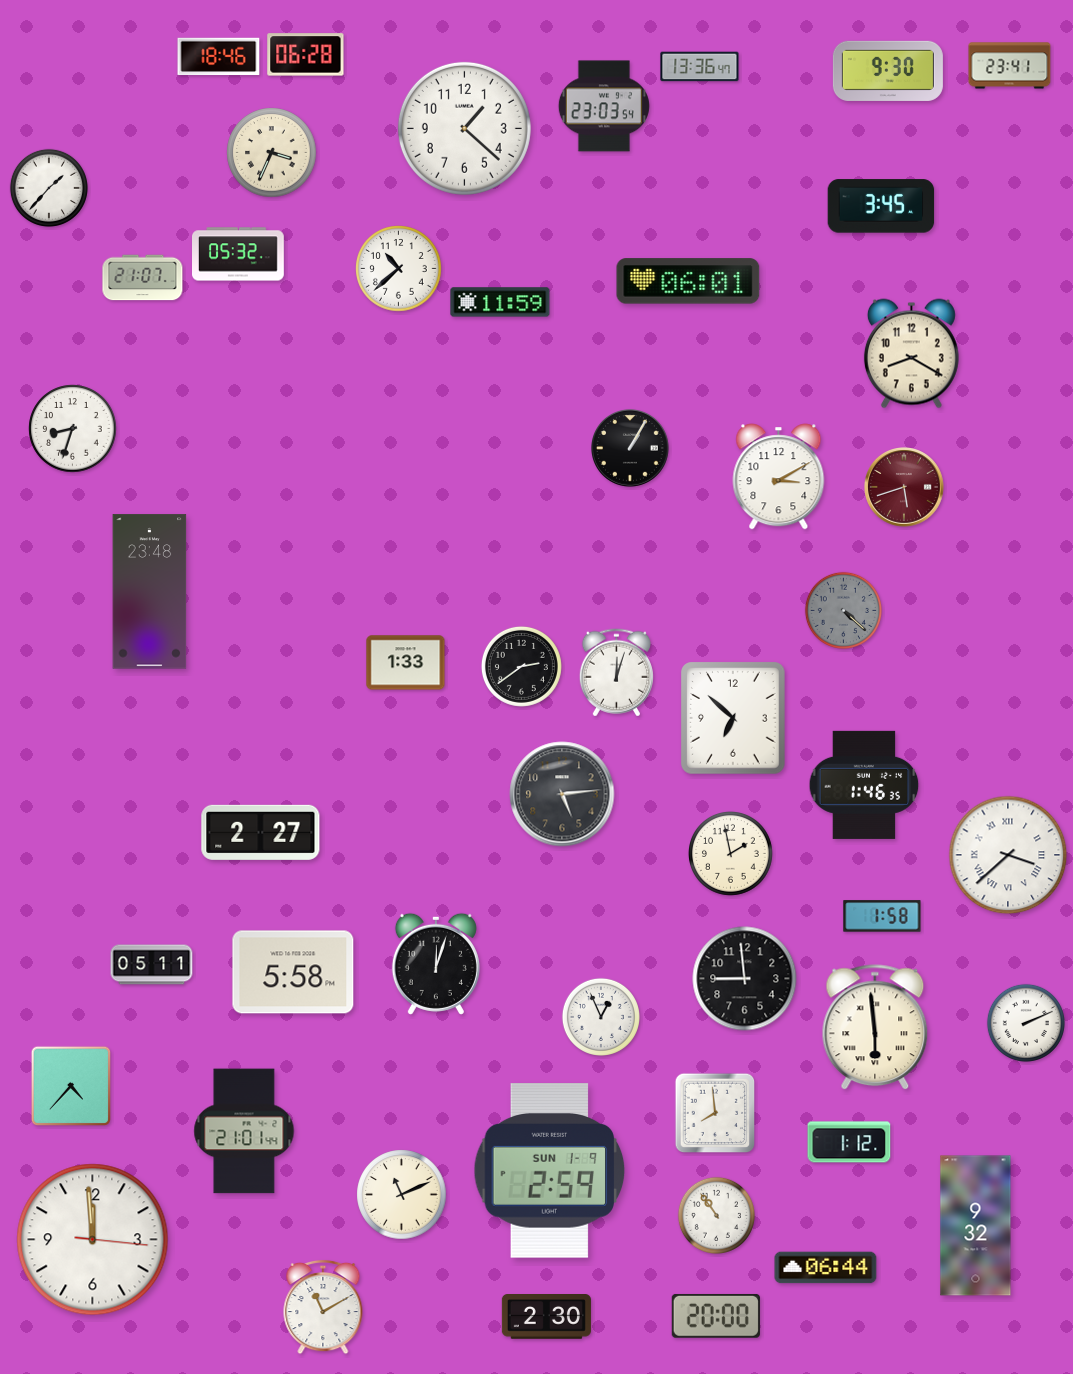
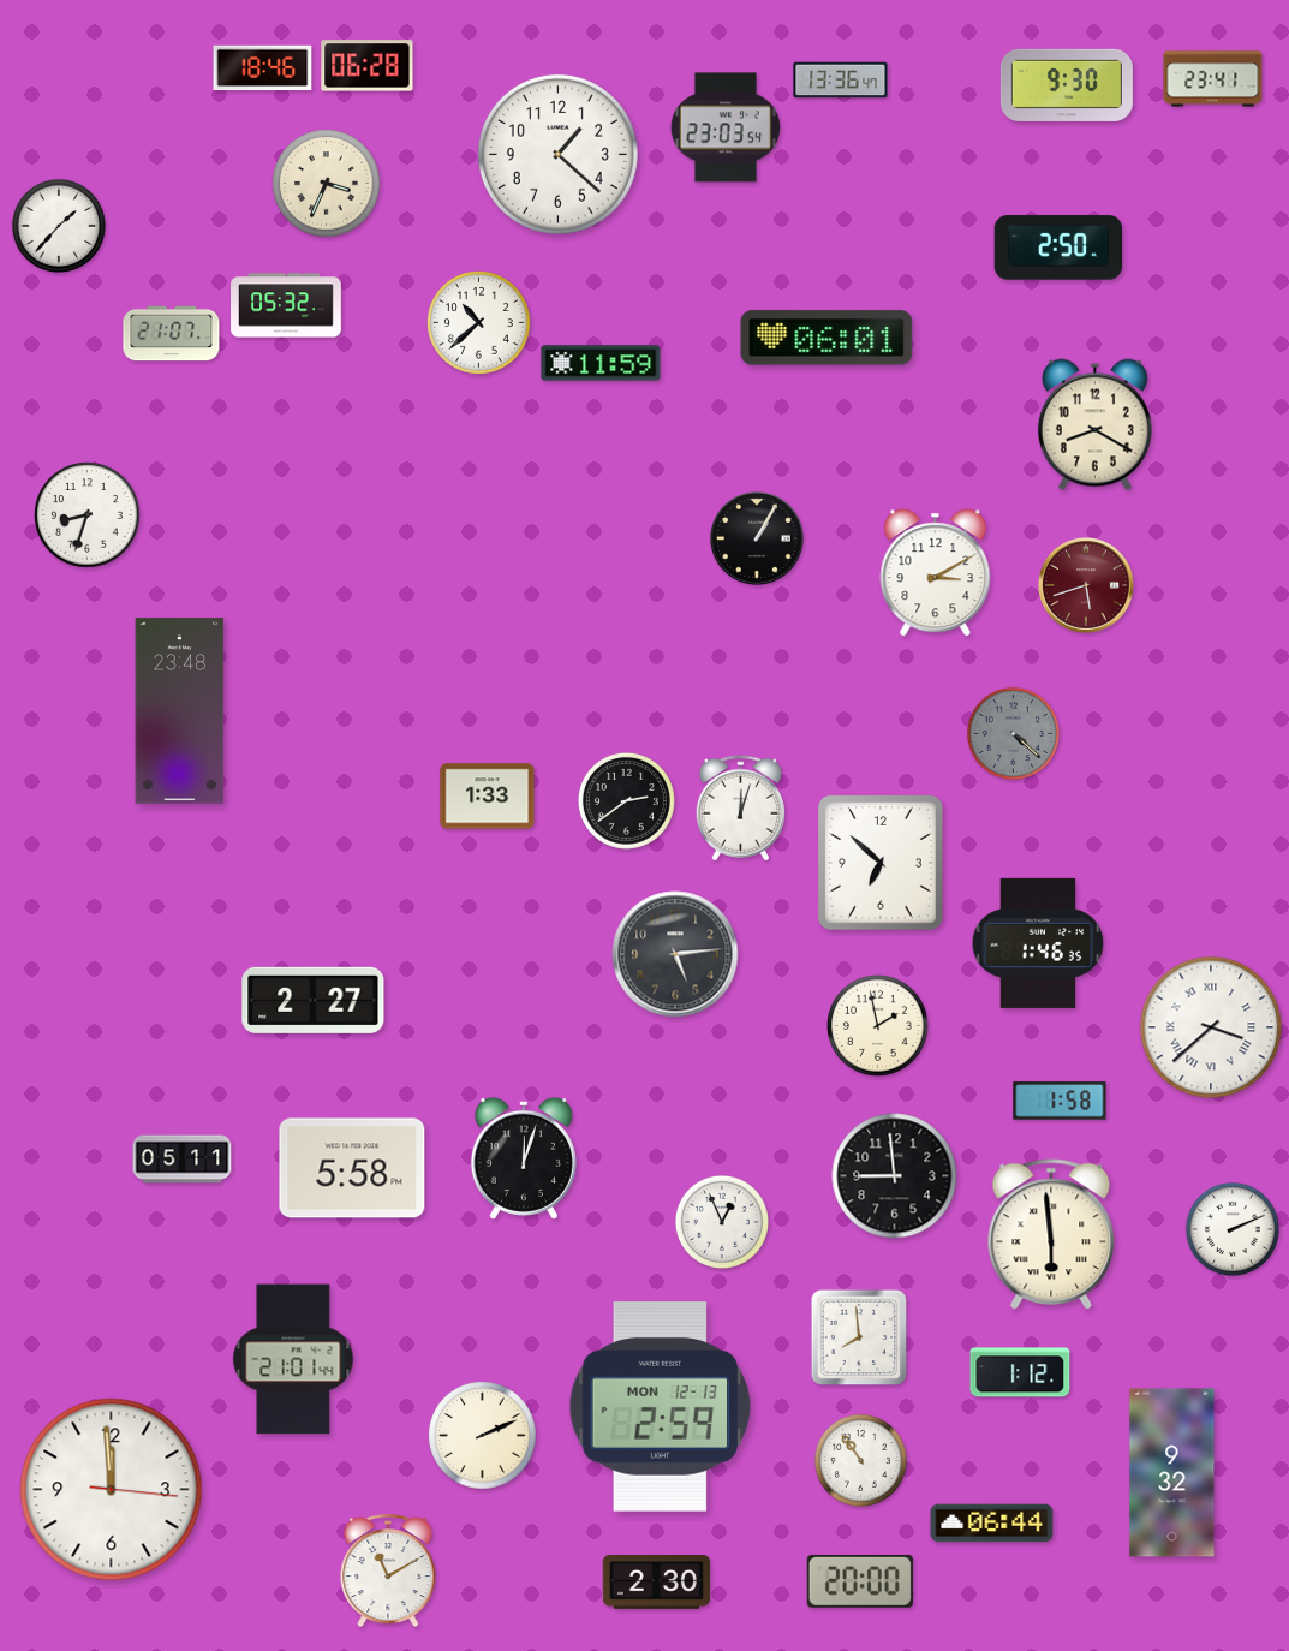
clock at (881, 206): 3:45 -> 2:50
clock at (70, 1085): 4:37 -> none
clock at (550, 1171) date: SUN 1-9 -> MON 12-13
clock at (402, 1195): 11:11 -> 2:11
